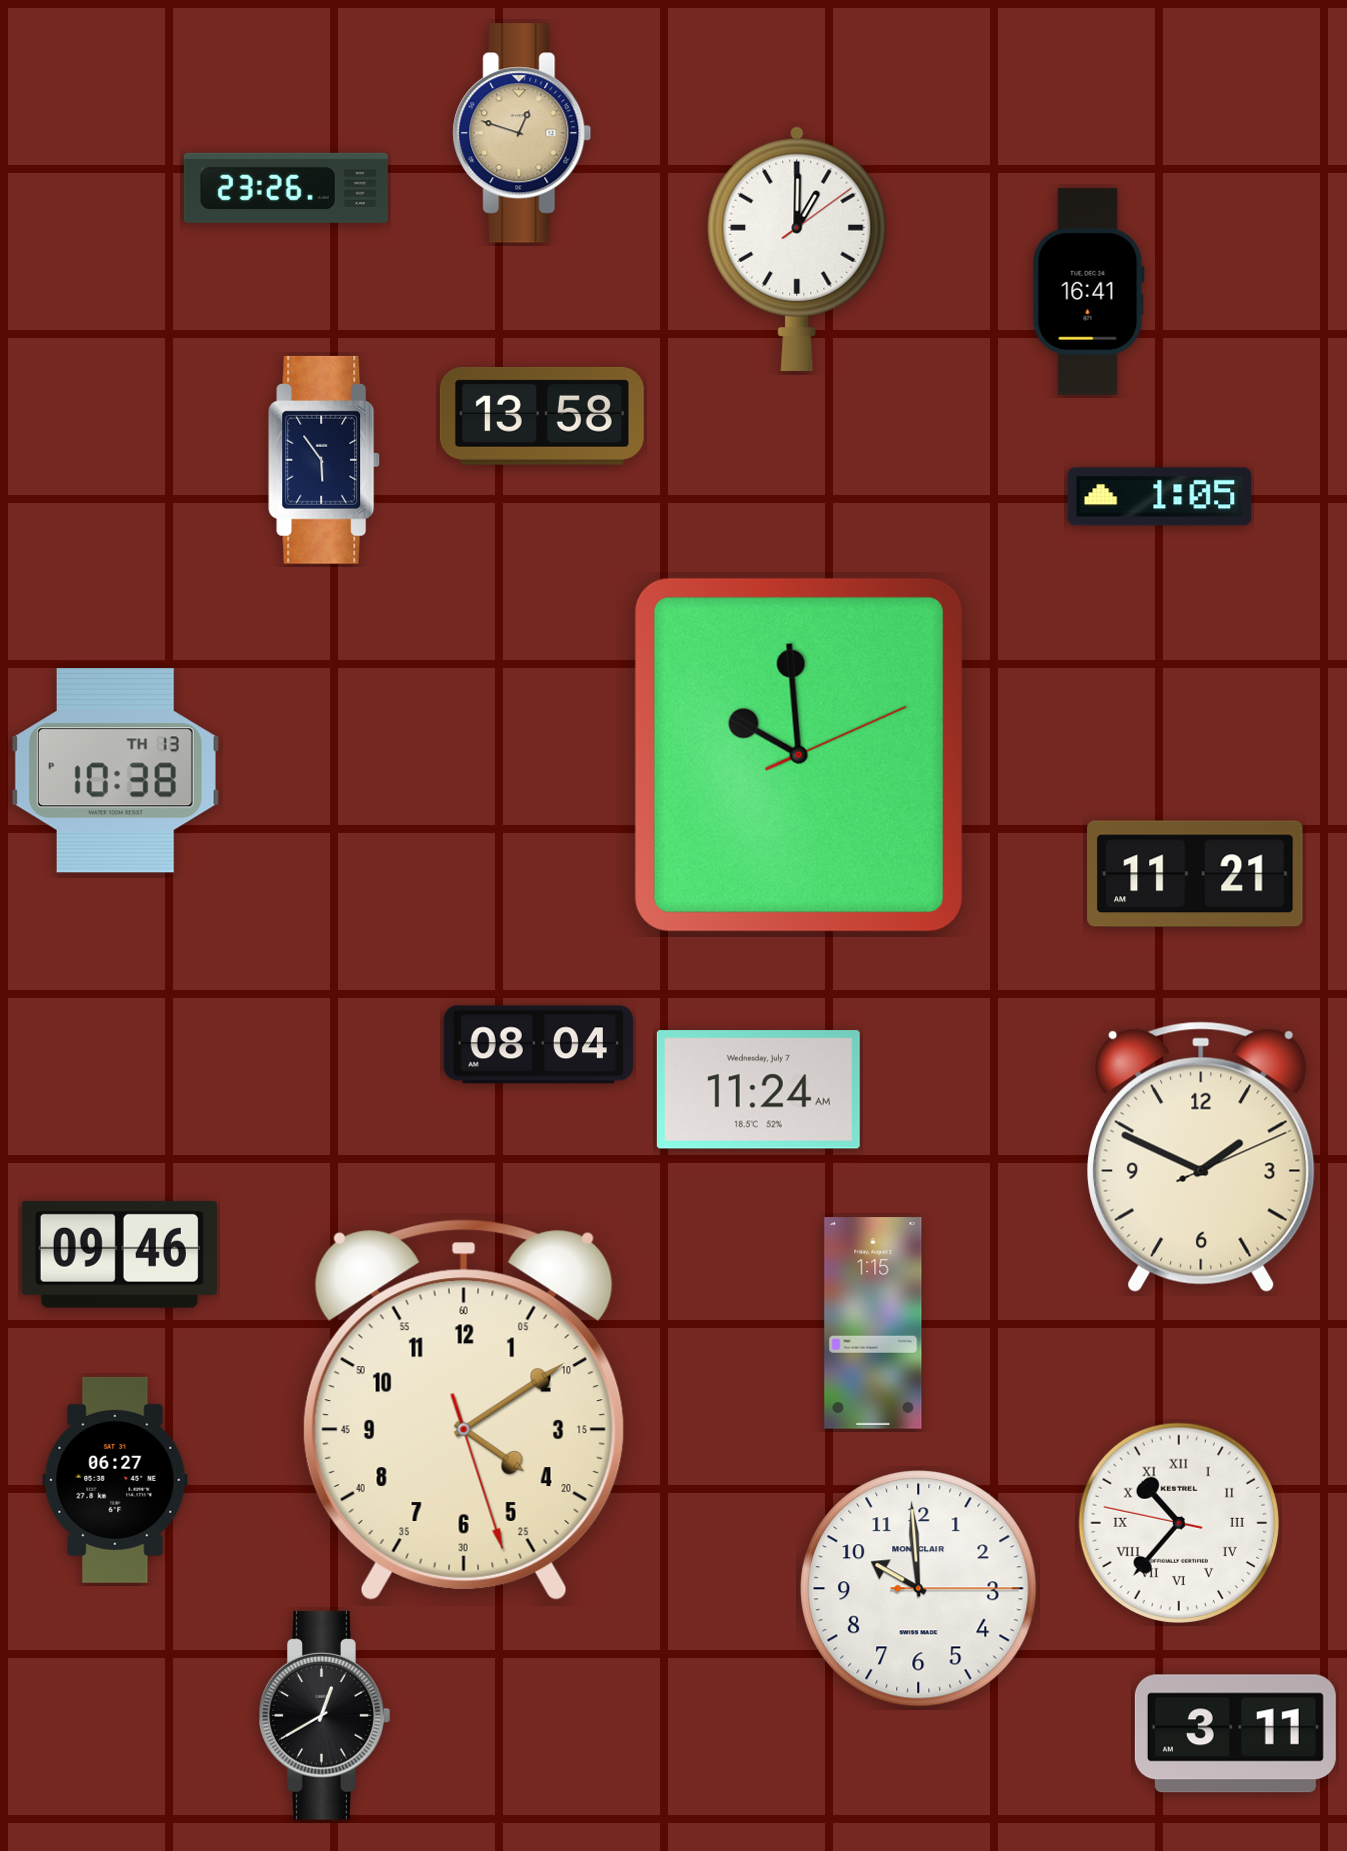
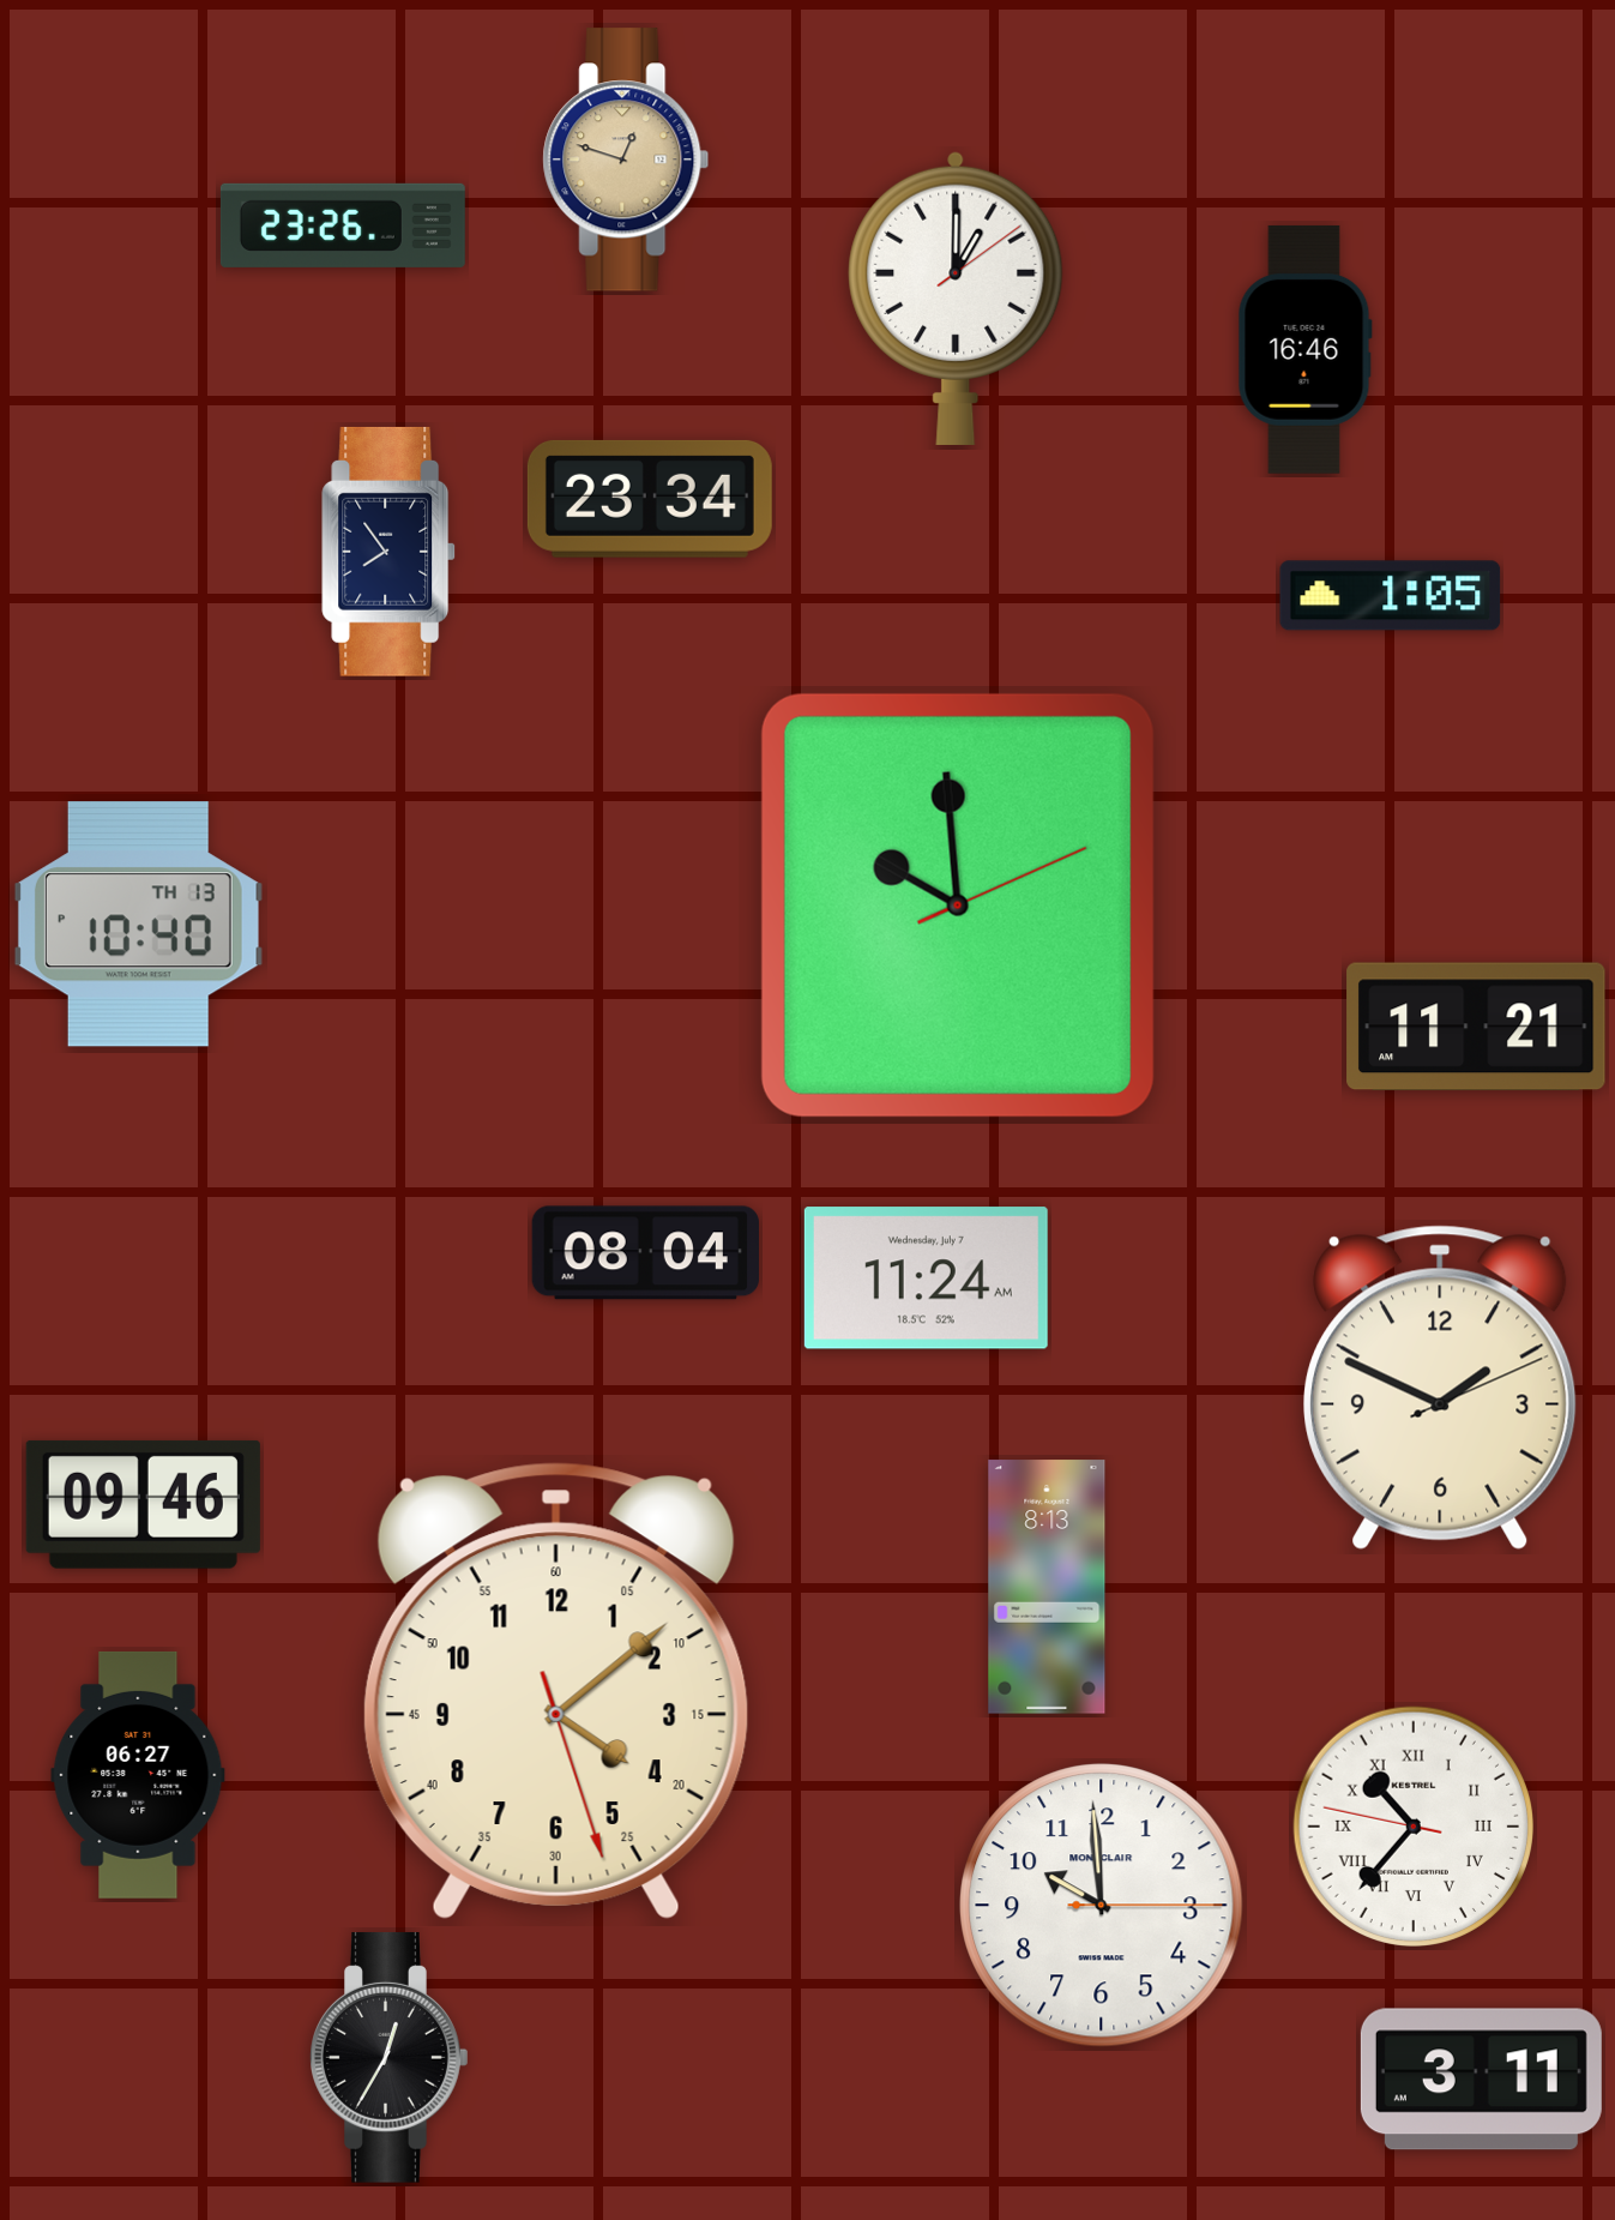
clock at (1088, 291): 16:41 -> 16:46
clock at (542, 416): 13:58 -> 23:34
clock at (325, 460): 5:54 -> 7:54
clock at (115, 771): 10:38 -> 10:40
clock at (1195, 874) position: (1195, 874) -> (1476, 1027)
clock at (758, 1090) position: (758, 1090) -> (926, 1279)
clock at (873, 1323): 1:15 -> 8:13
clock at (464, 1410): 4:09 -> 4:08
clock at (325, 1715): 12:40 -> 12:35
